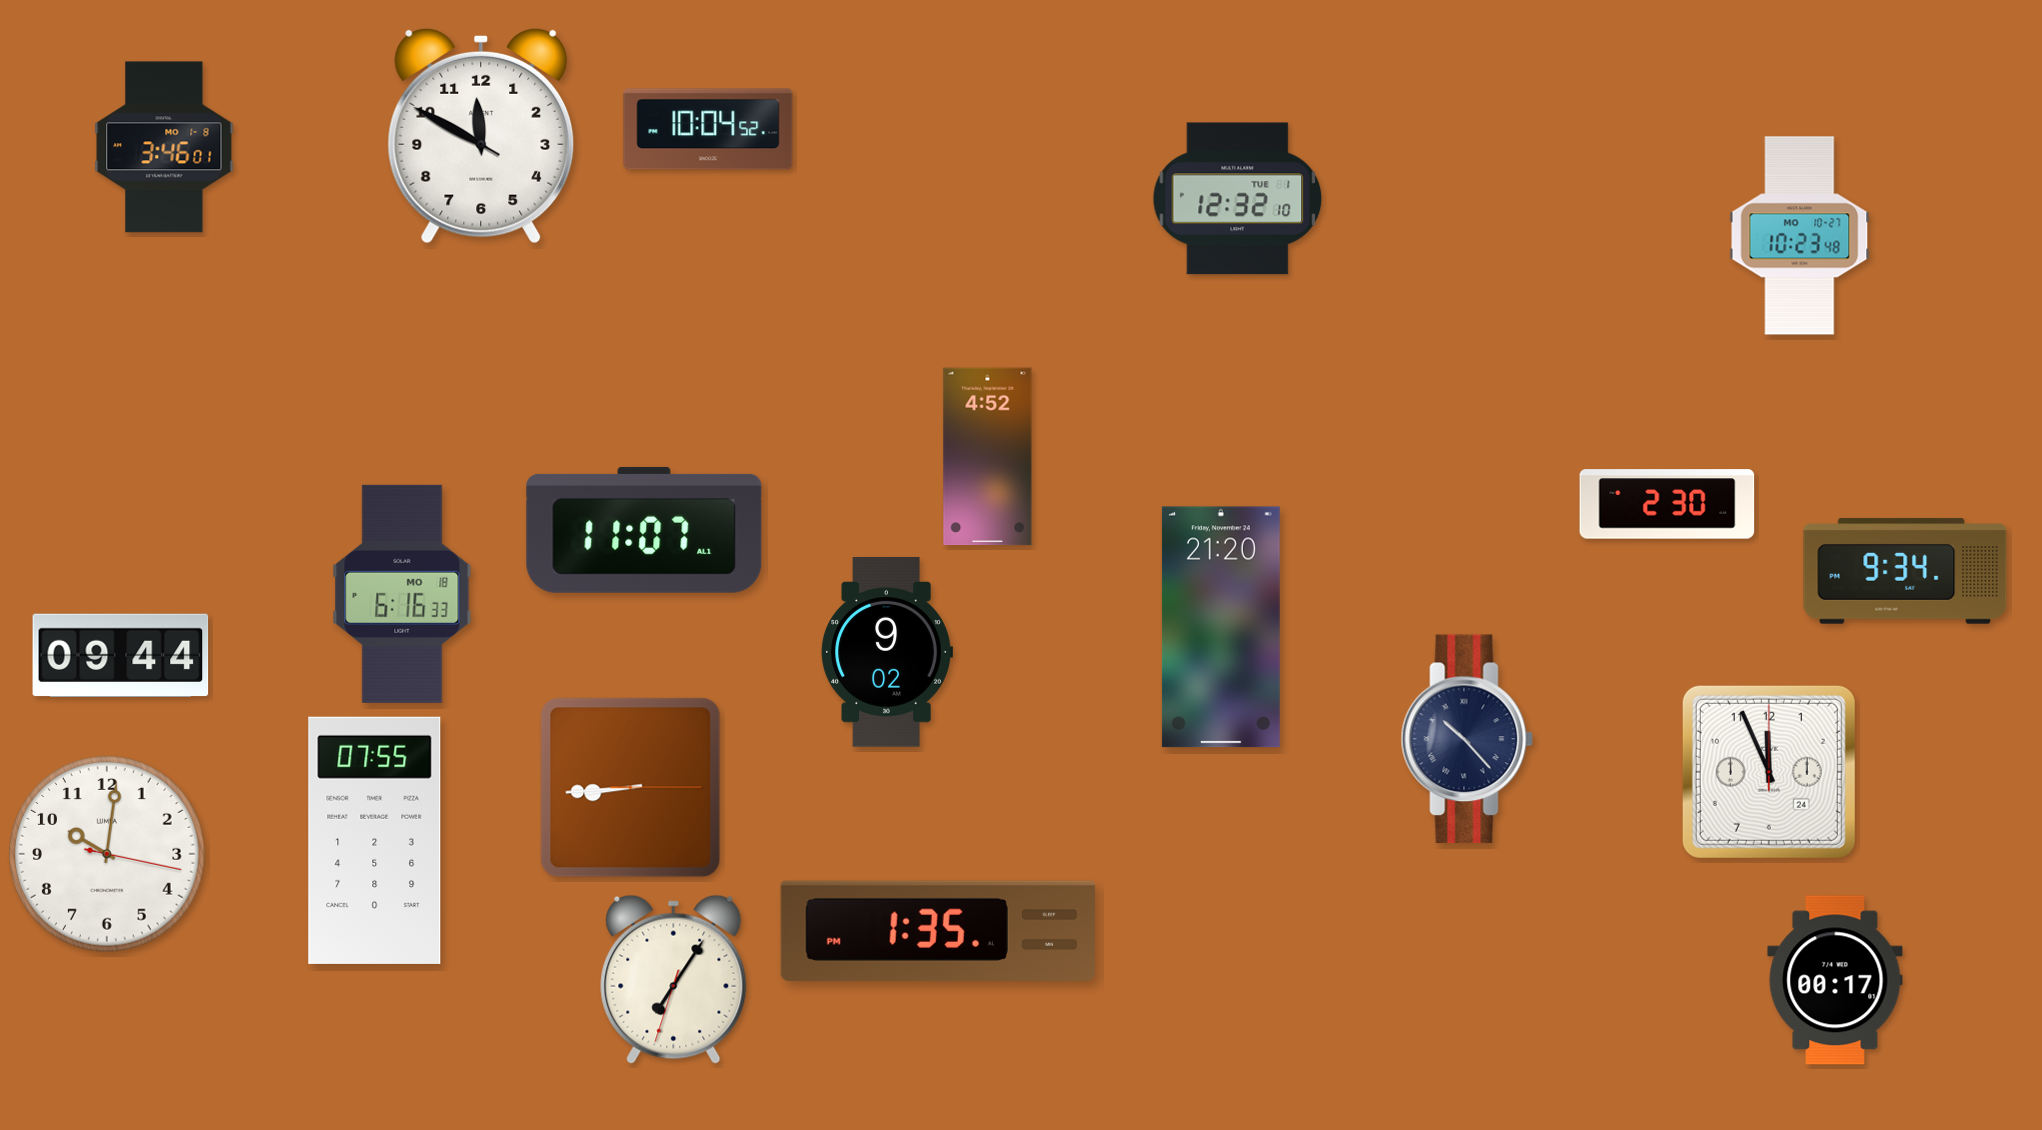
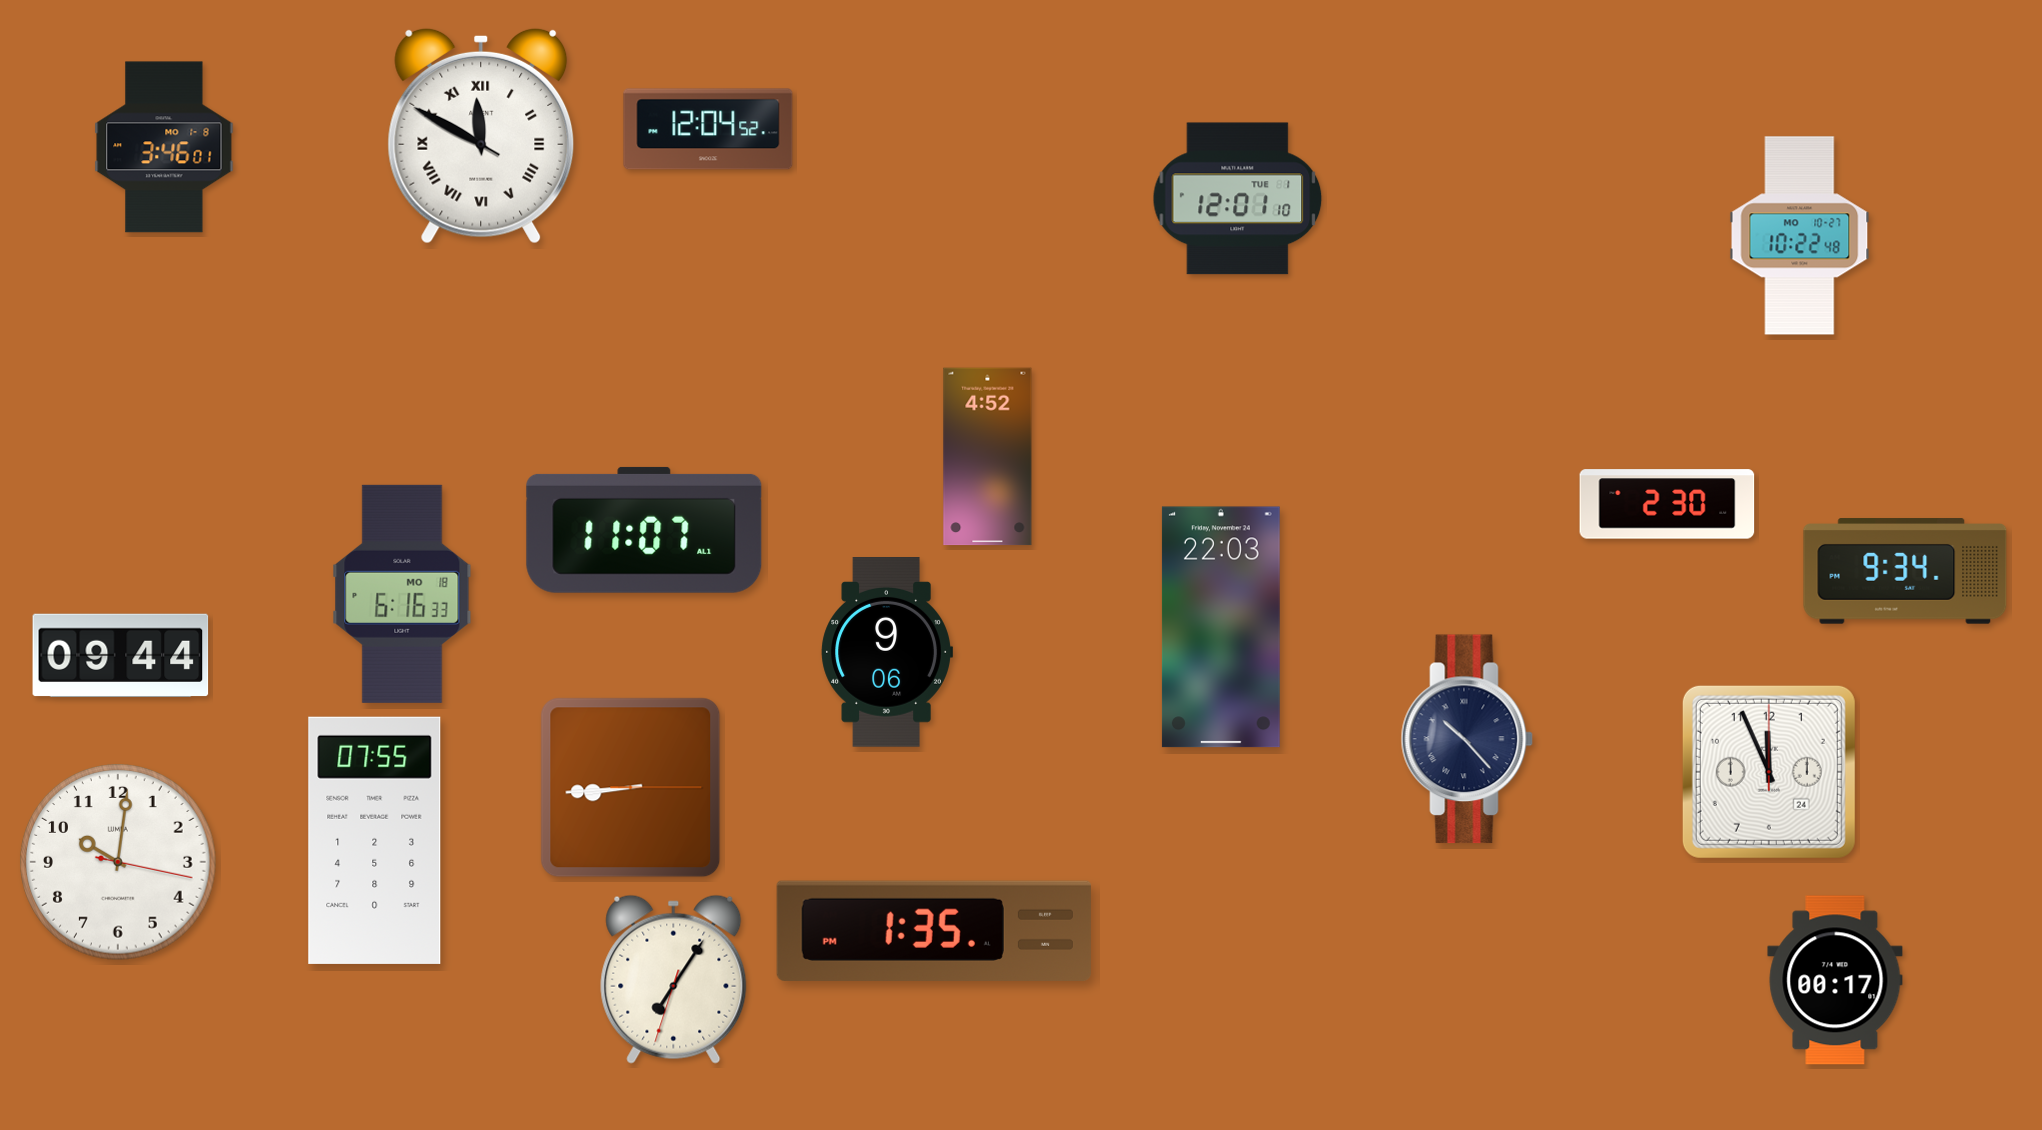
clock at (708, 129): 10:04 -> 12:04
clock at (481, 136) numerals: Arabic -> Roman
clock at (1238, 199): 12:32 -> 12:01
clock at (1800, 236): 10:23 -> 10:22
clock at (1221, 627): 21:20 -> 22:03
clock at (887, 653): 9:02 -> 9:06
clock at (107, 854) position: (107, 854) -> (118, 862)
clock at (938, 931) position: (938, 931) -> (934, 931)
